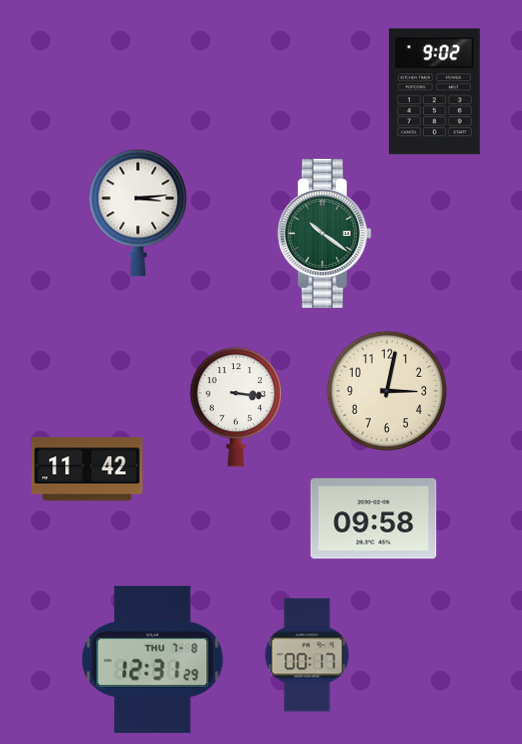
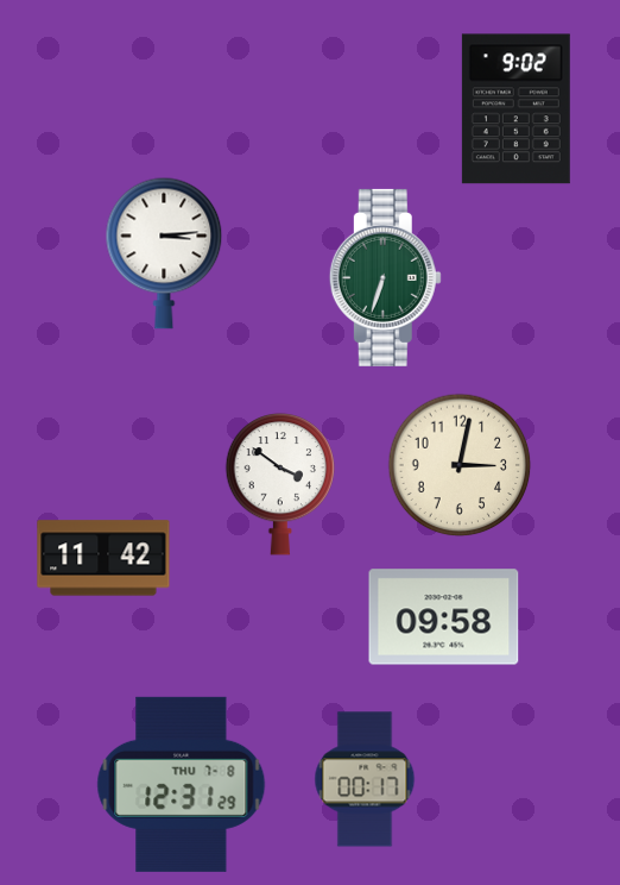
clock at (324, 233): 10:21 -> 6:33
clock at (236, 408): 3:16 -> 3:51
